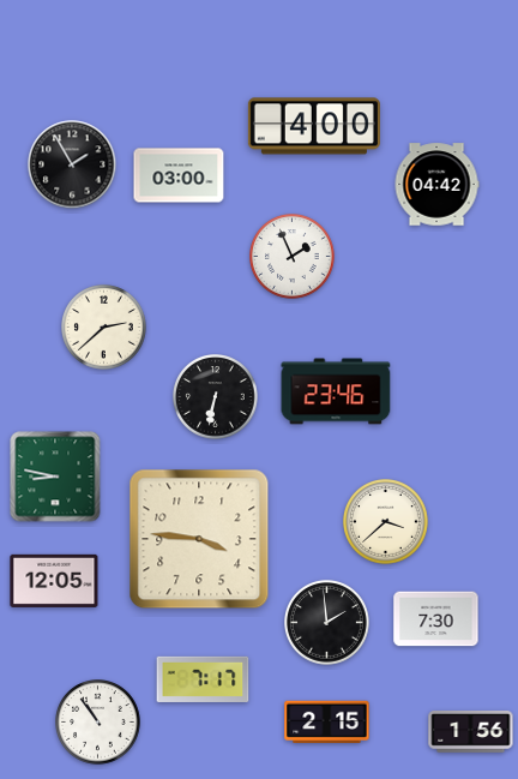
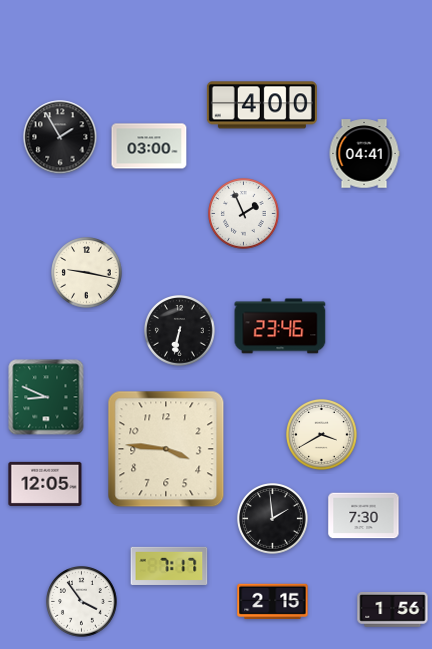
clock at (436, 185): 04:42 -> 04:41
clock at (104, 328): 2:38 -> 9:17
clock at (55, 477): 8:47 -> 8:49
clock at (386, 522): 3:38 -> 3:40
clock at (98, 723): 10:54 -> 3:54
